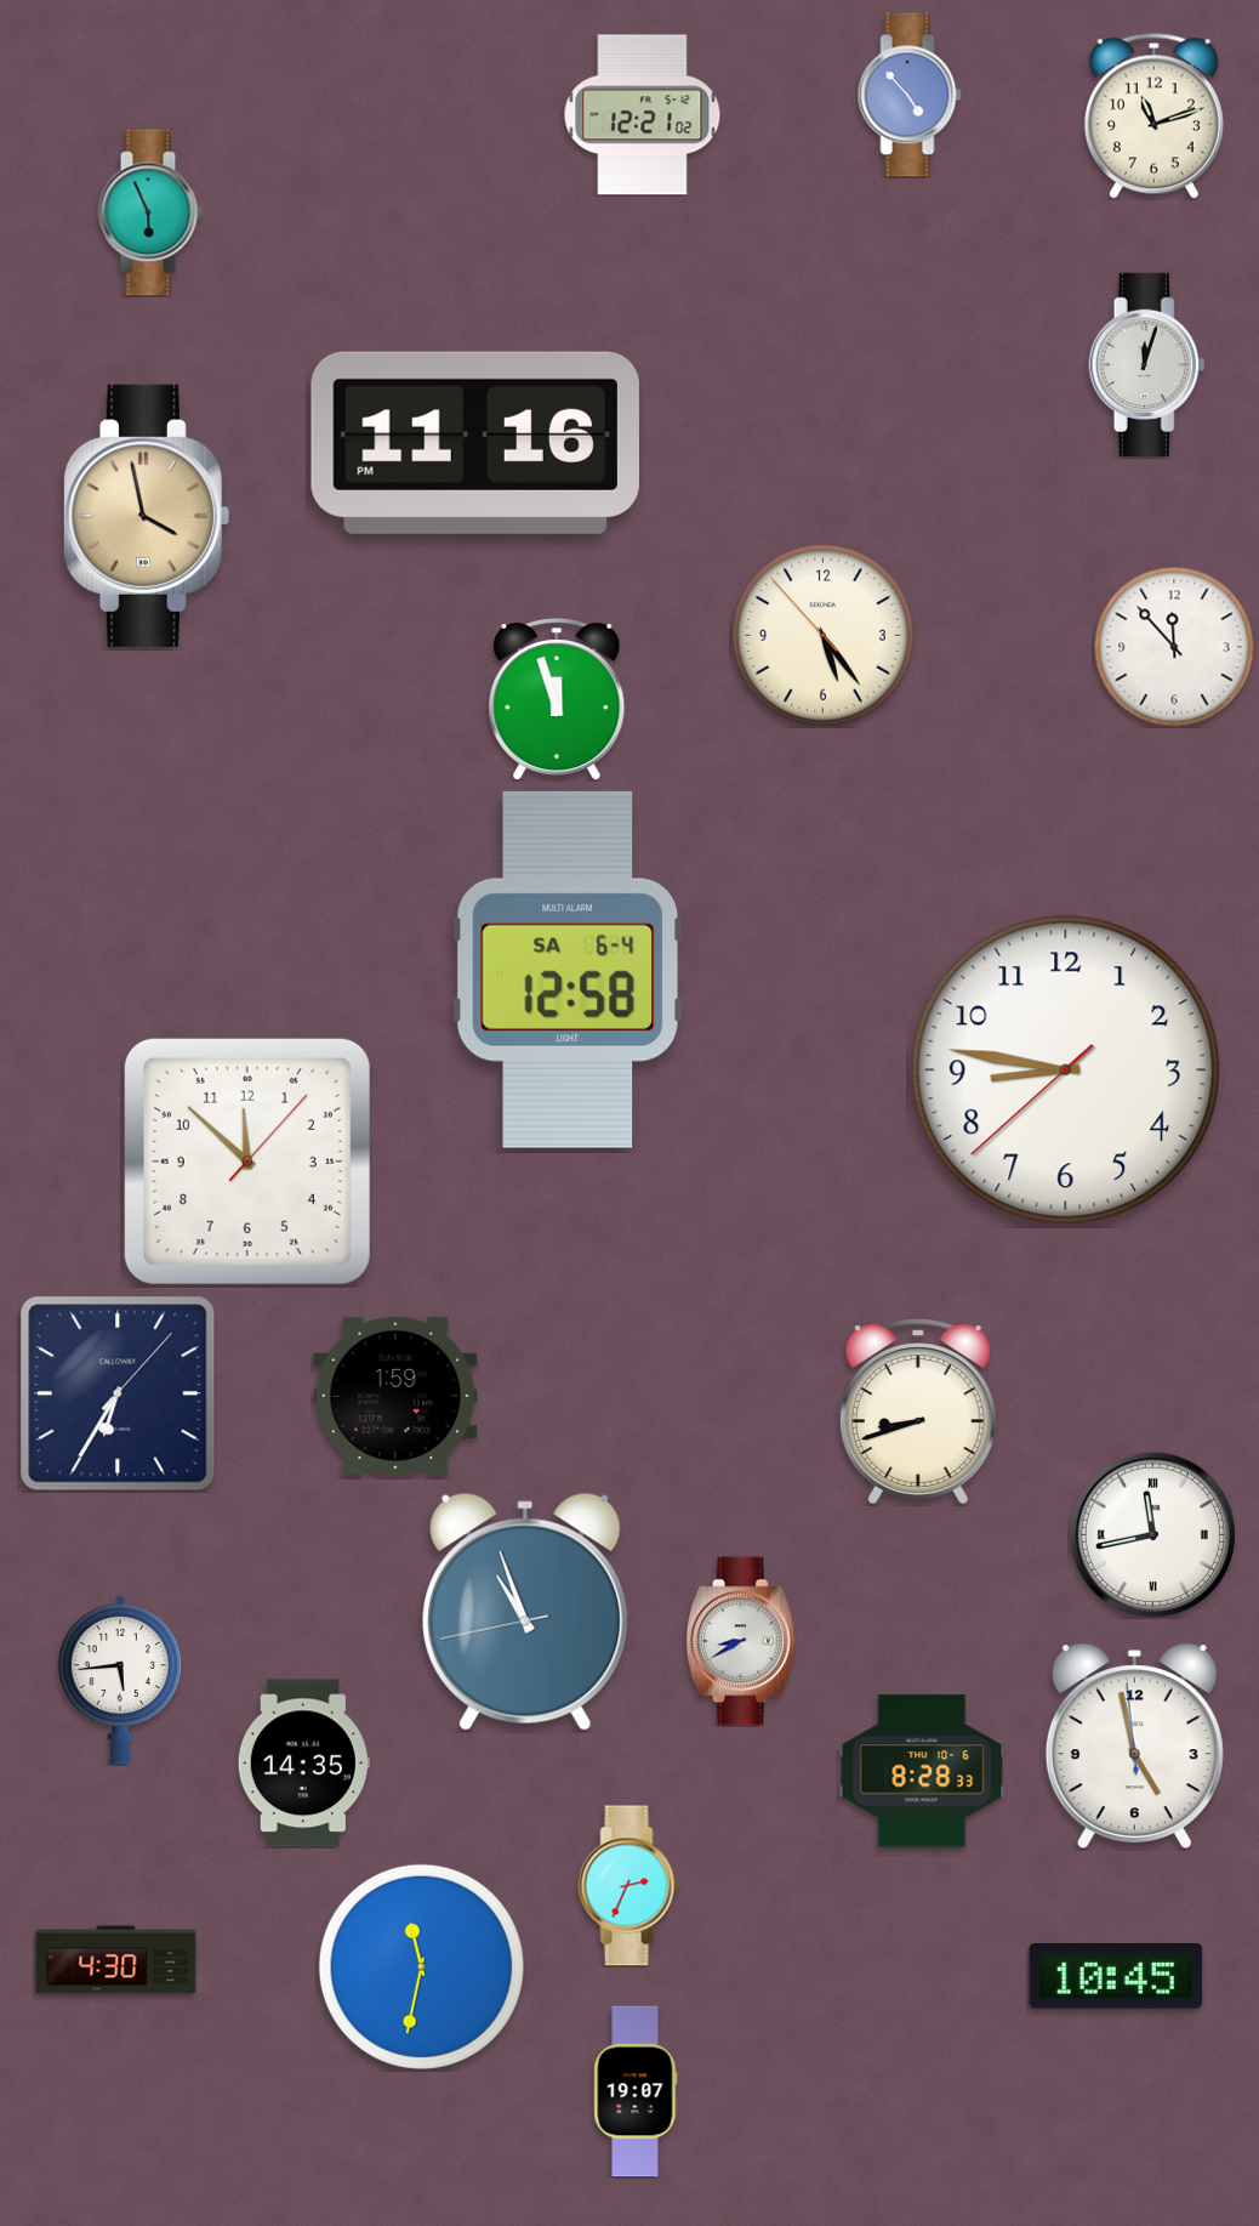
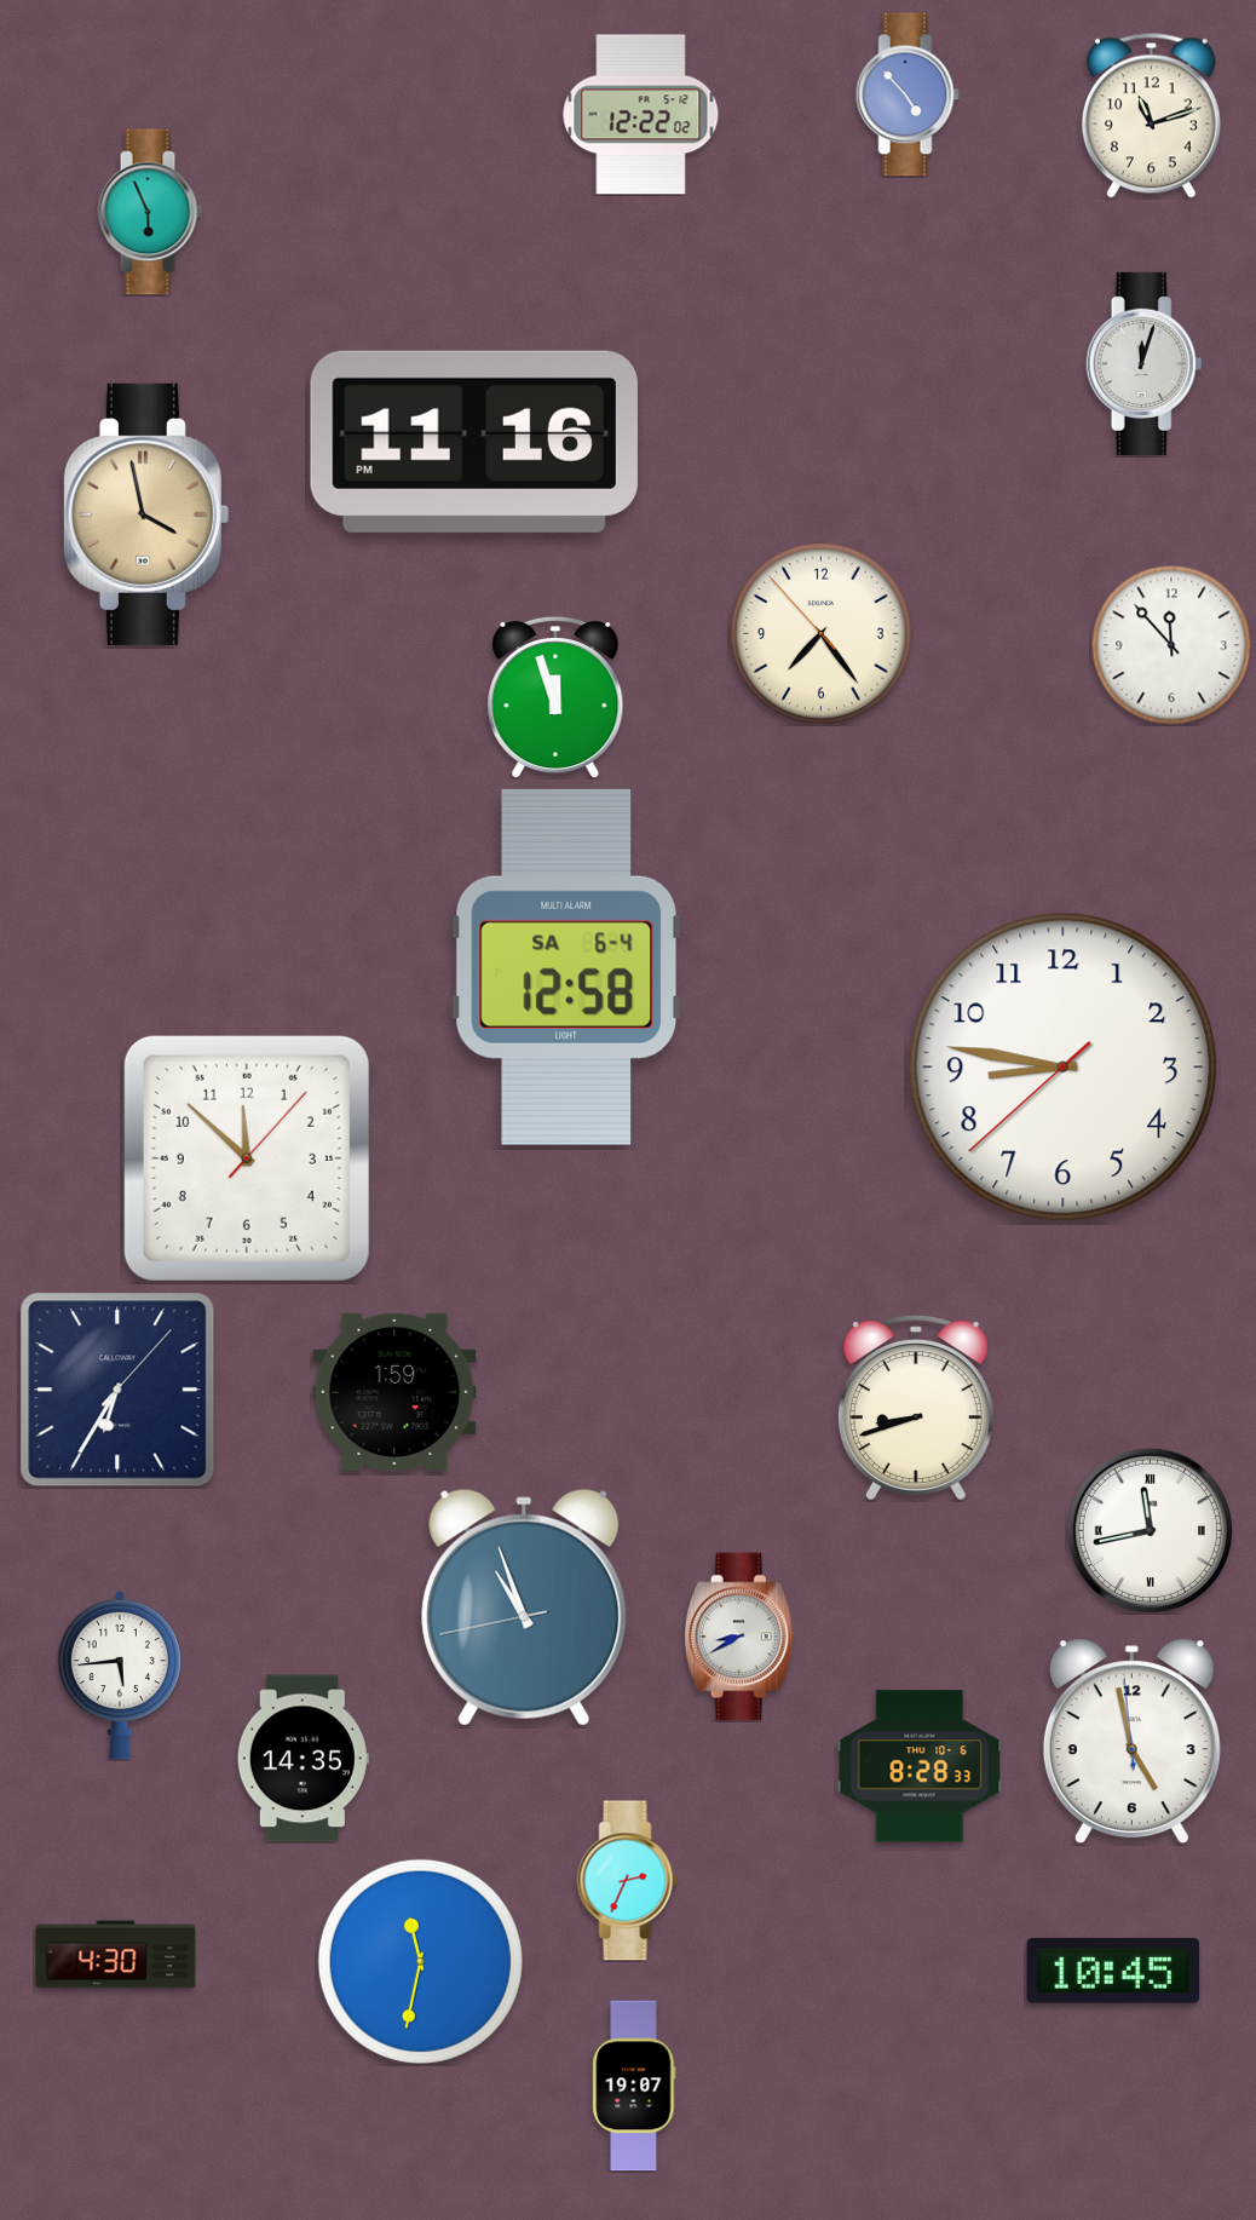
clock at (643, 115): 12:21 -> 12:22
clock at (824, 636): 5:23 -> 7:23
